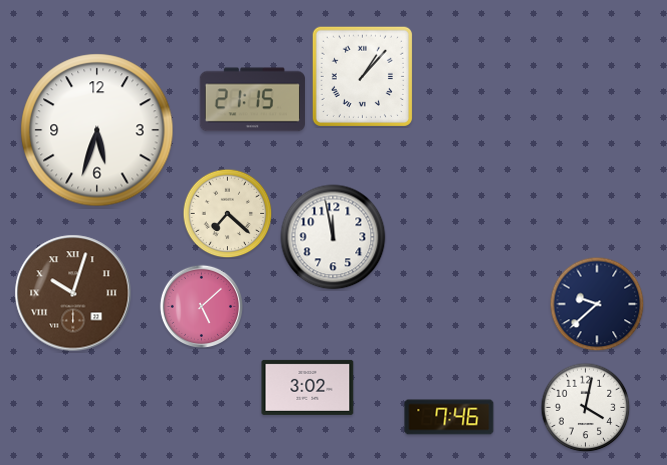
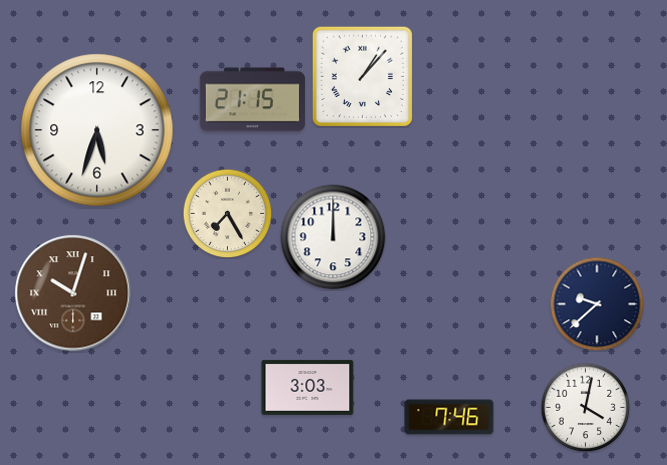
clock at (227, 213): 7:22 -> 7:25
clock at (333, 237): 11:58 -> 12:00
clock at (201, 306): 5:08 -> none
clock at (308, 387): 3:02 -> 3:03
